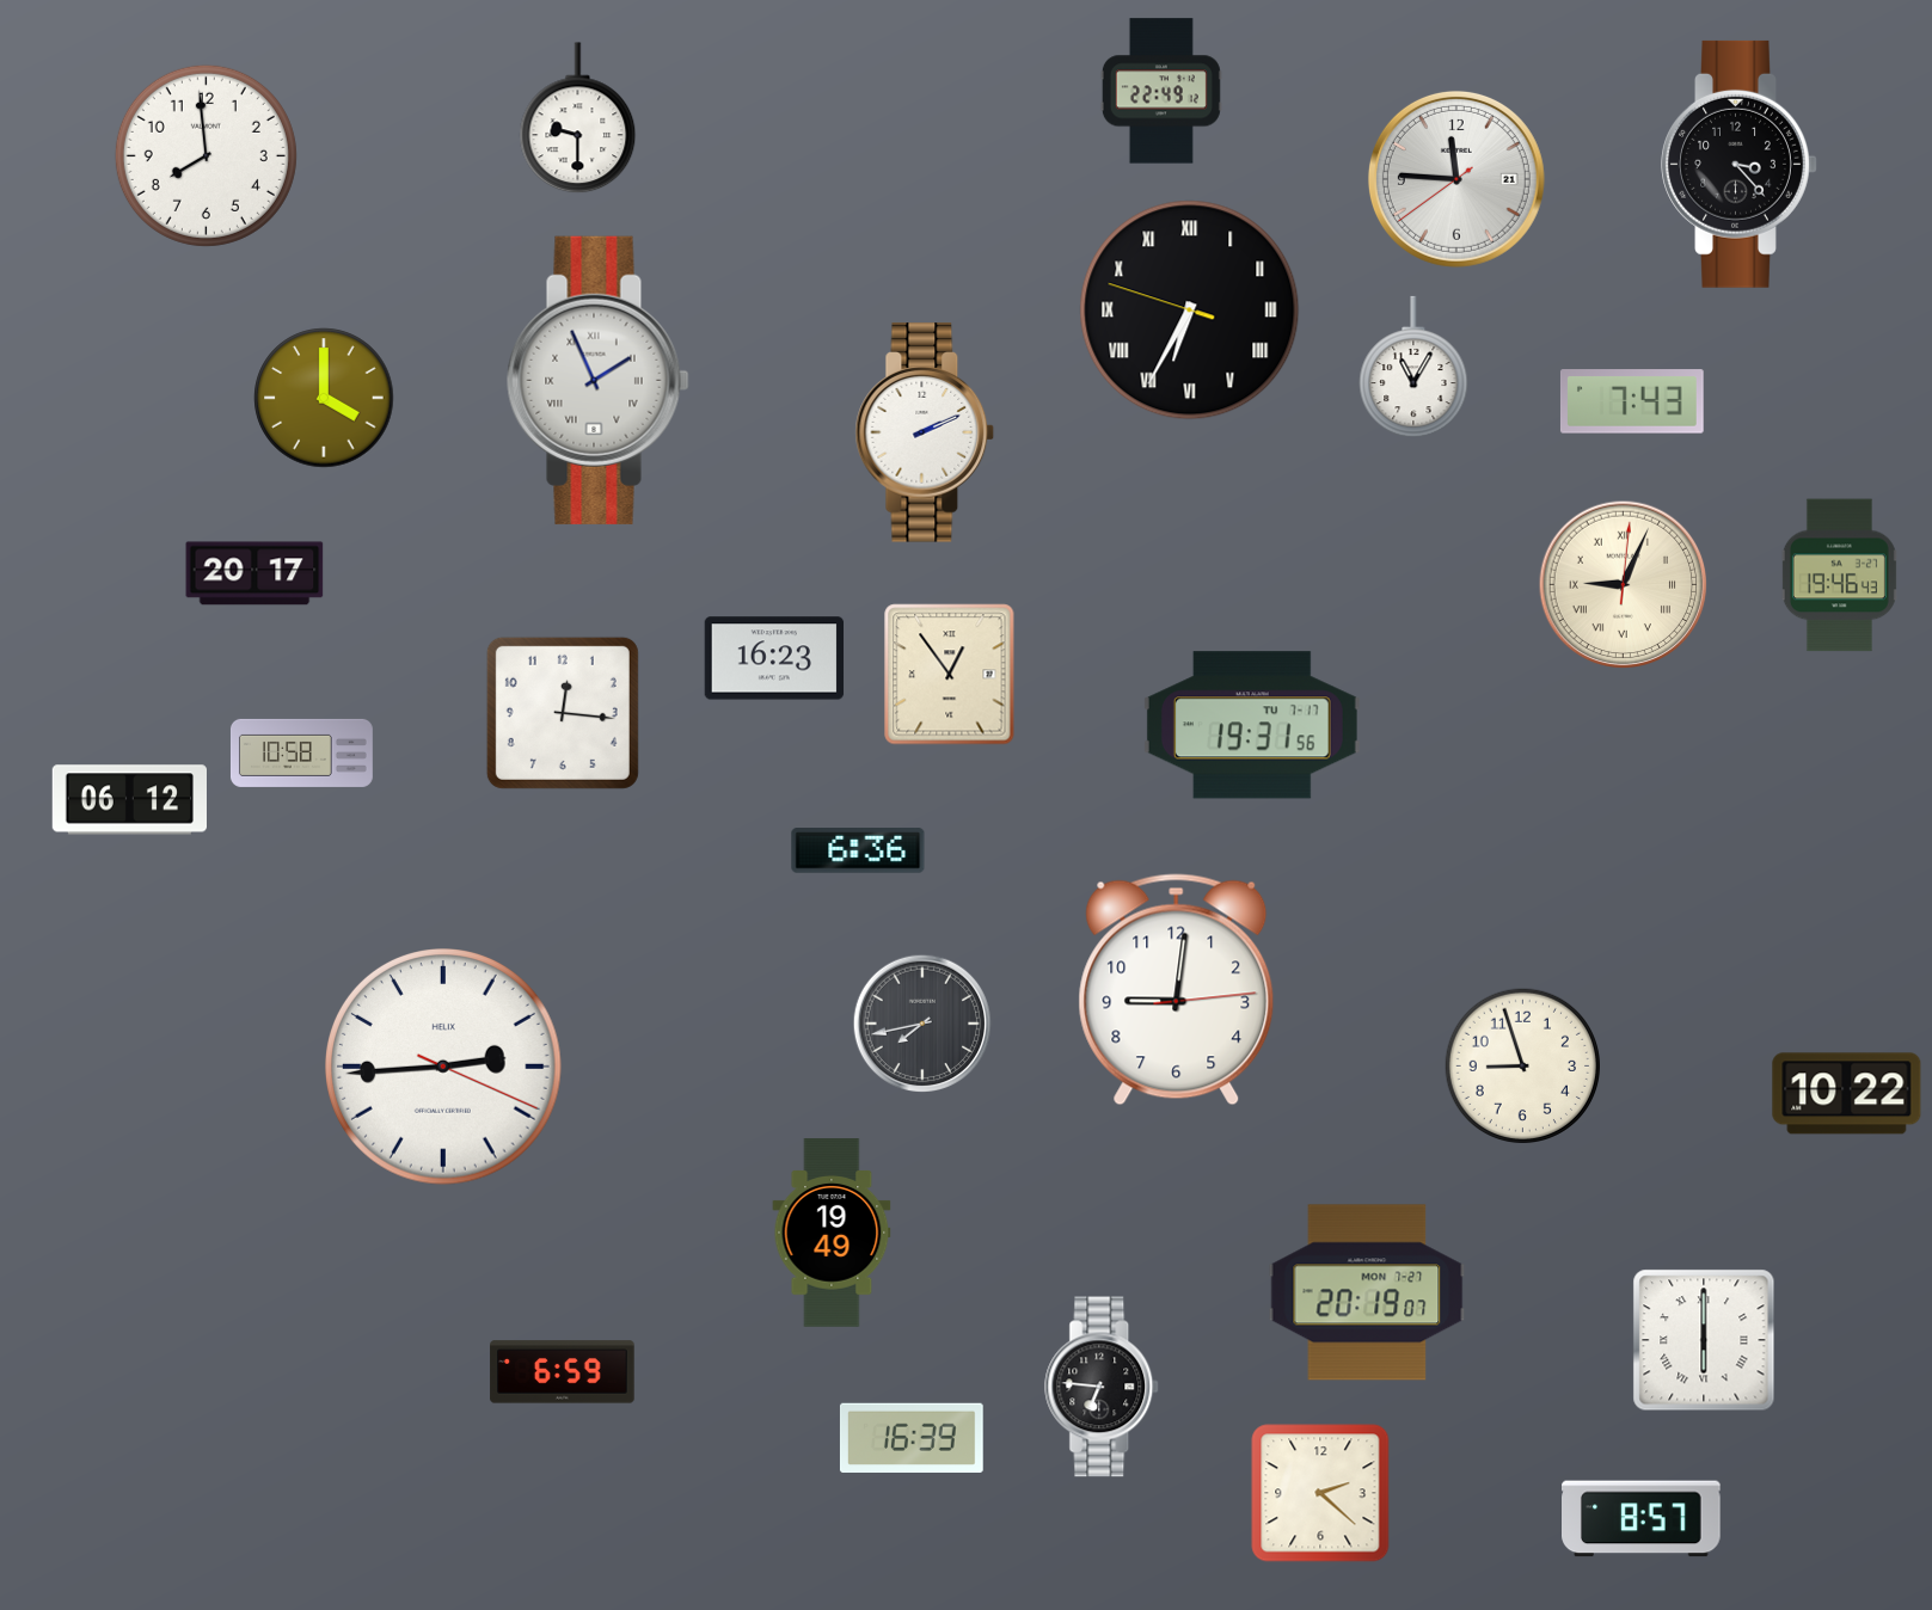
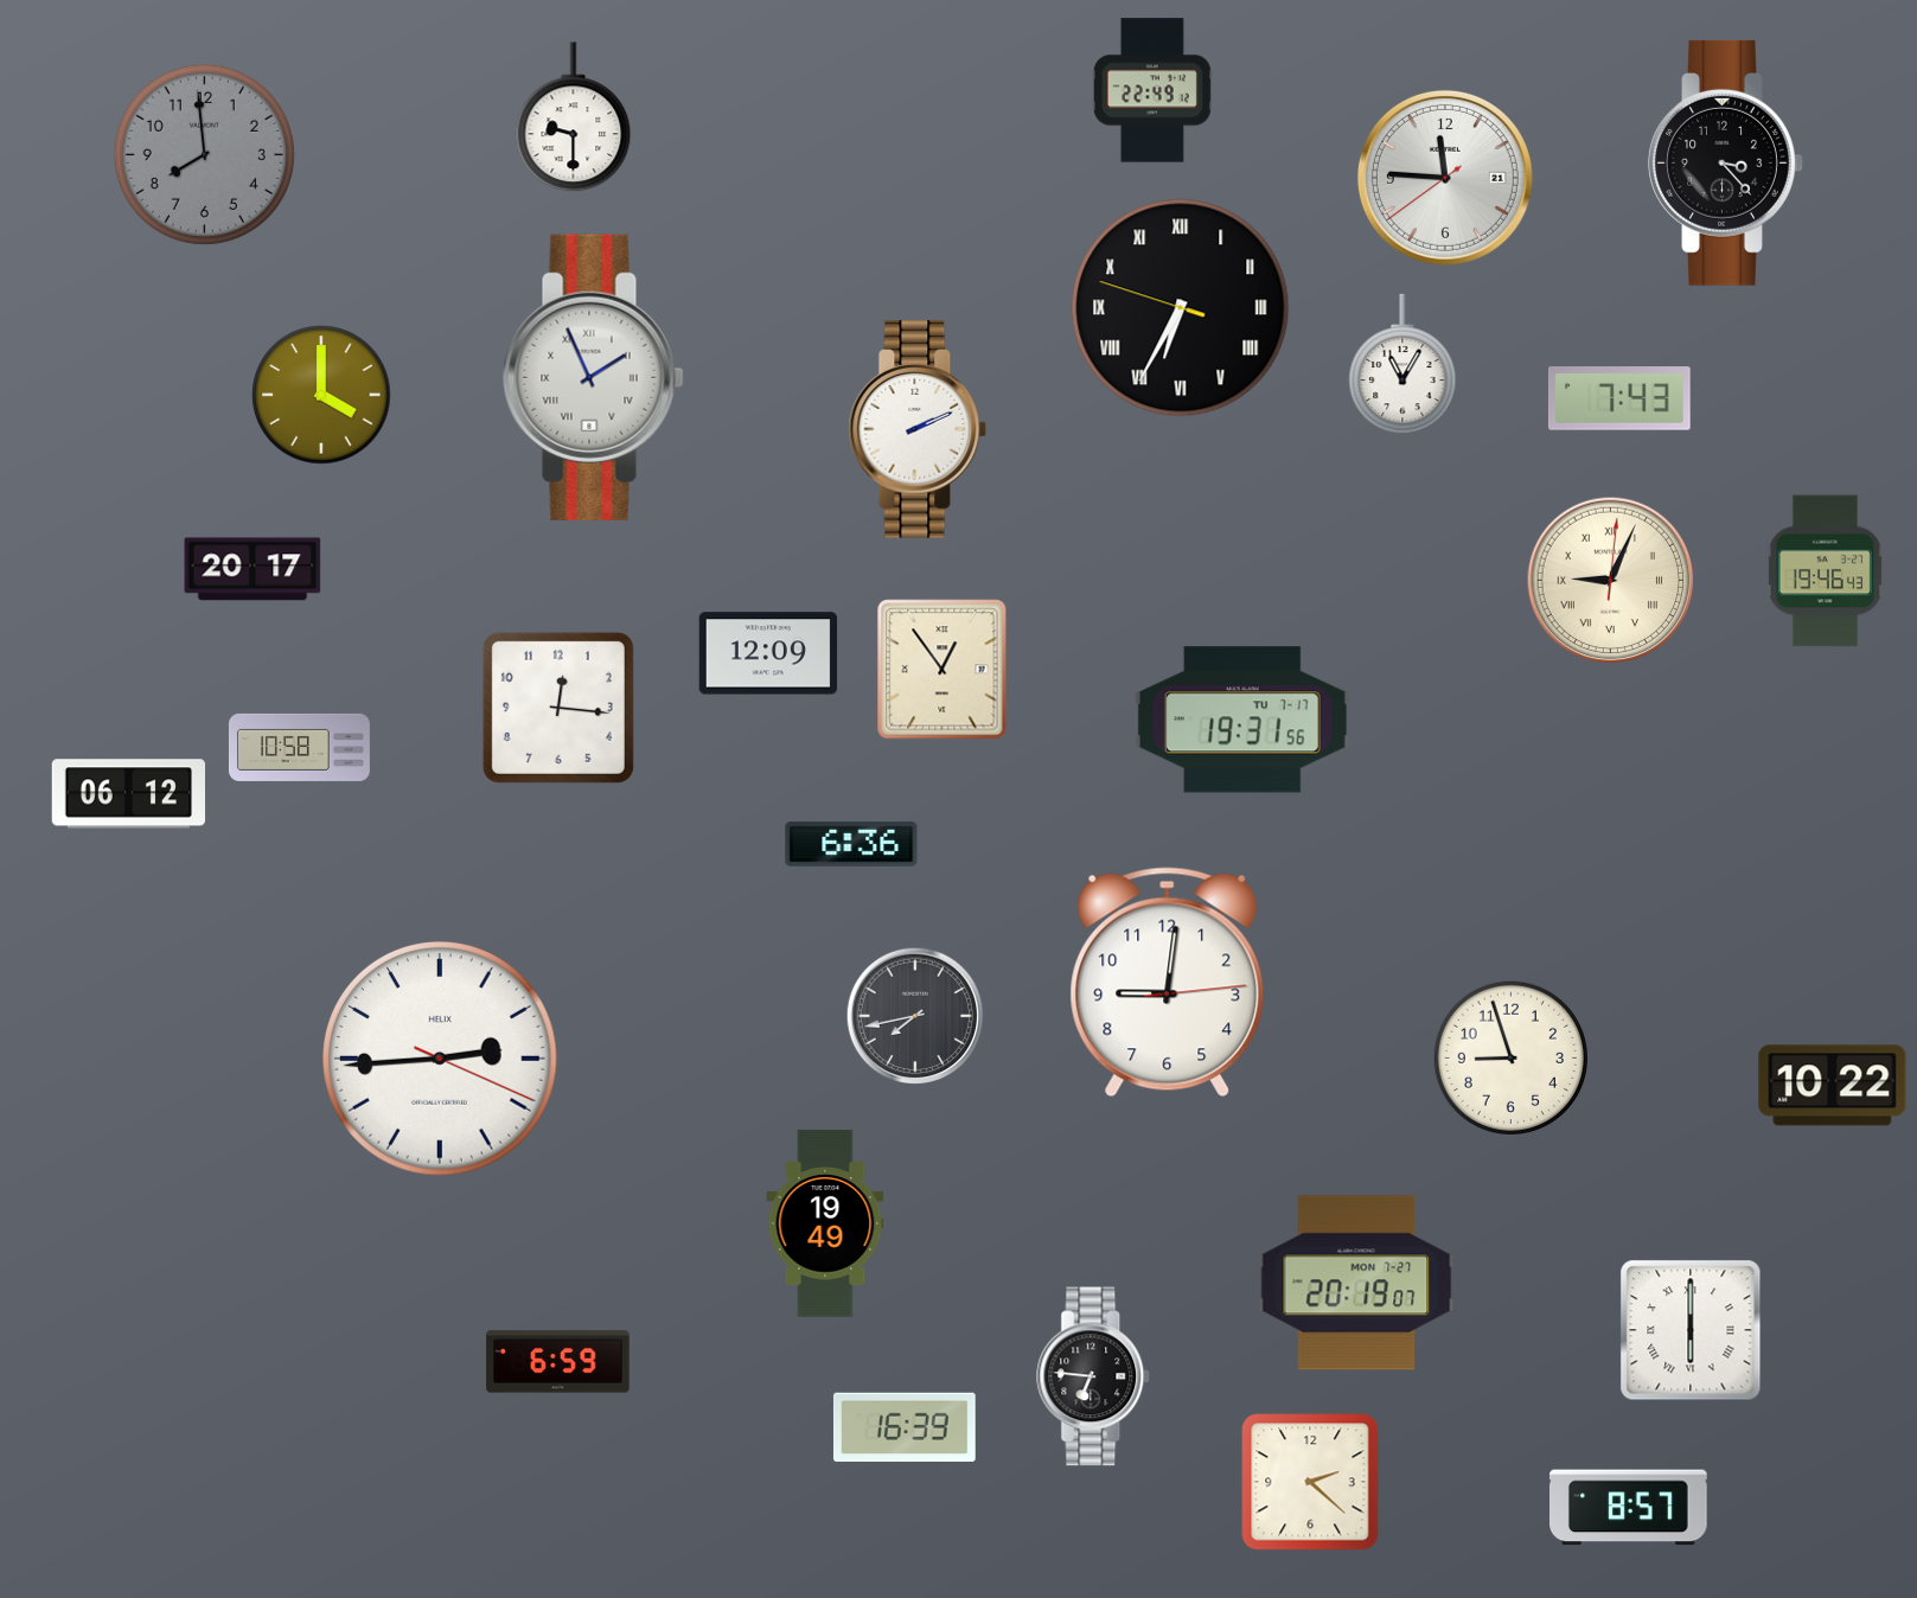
clock at (206, 155) dial: white -> grey
clock at (774, 658): 16:23 -> 12:09
